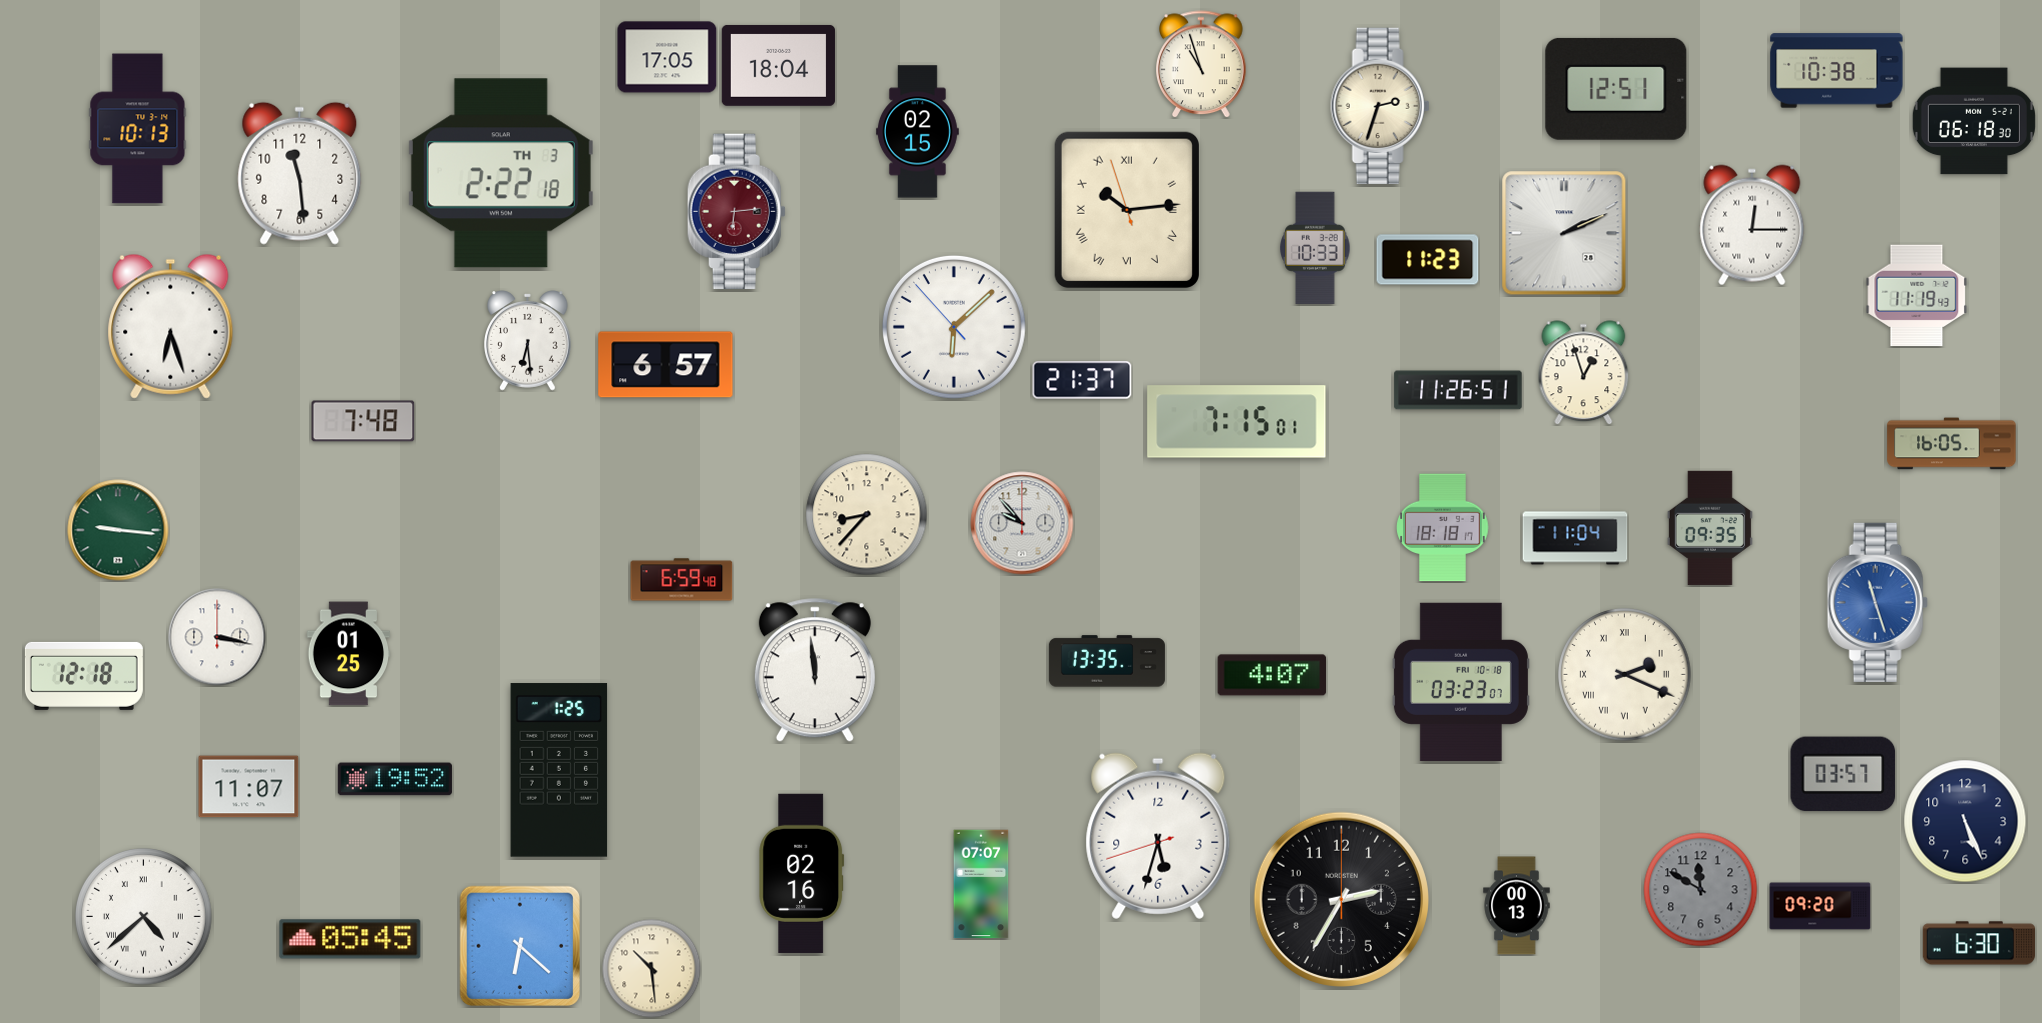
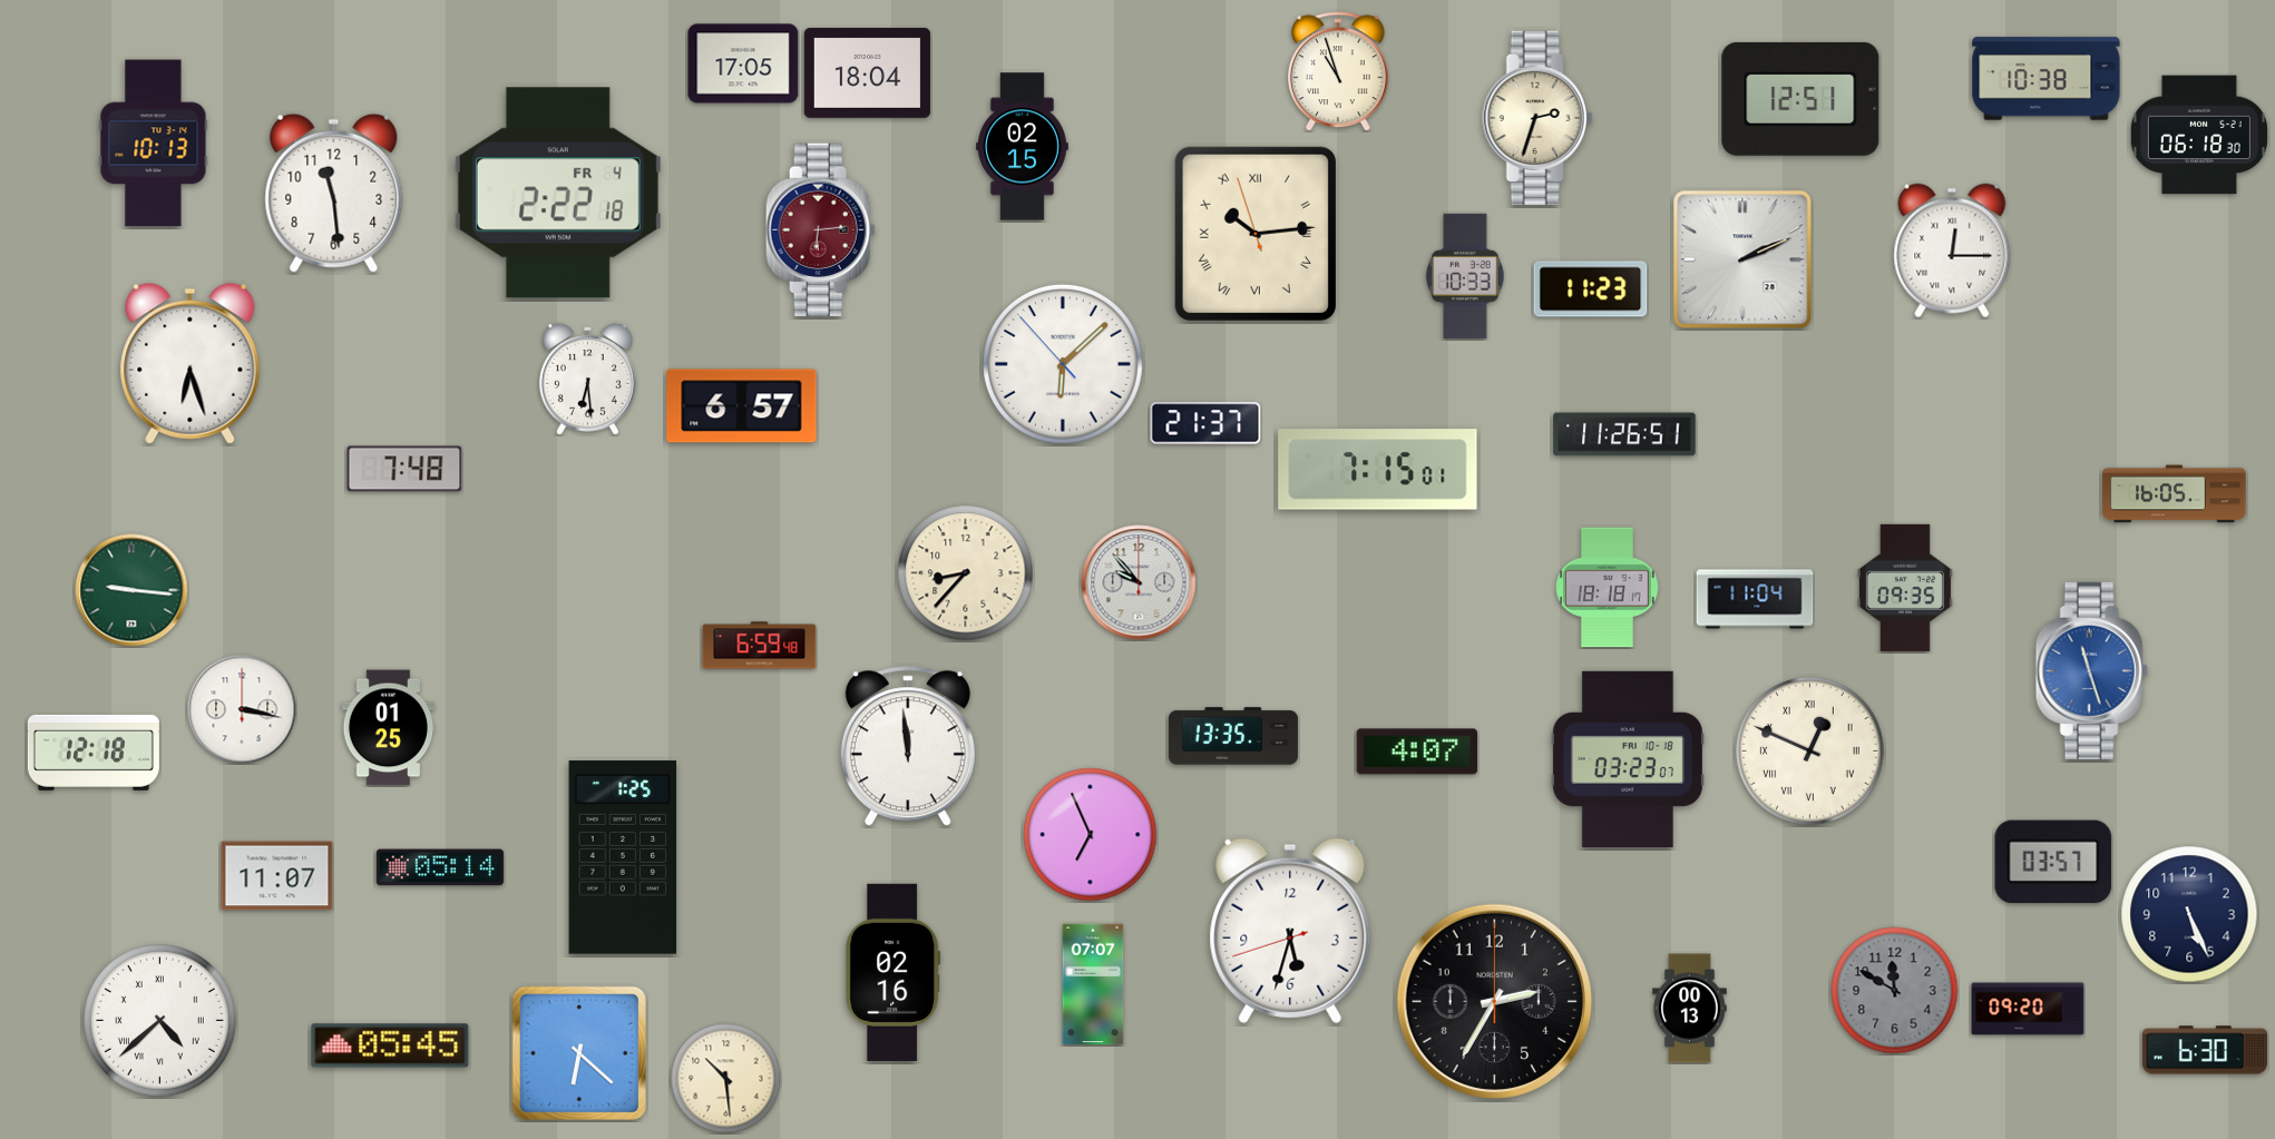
clock at (501, 173) date: TH 3 -> FR 4
clock at (736, 212) position: (736, 212) -> (820, 230)
clock at (1917, 296): 11:19 -> none
clock at (1584, 373): 12:57 -> none
clock at (1625, 675): 2:19 -> 12:49
clock at (1091, 835): none -> 6:56
clock at (395, 779): 19:52 -> 05:14
